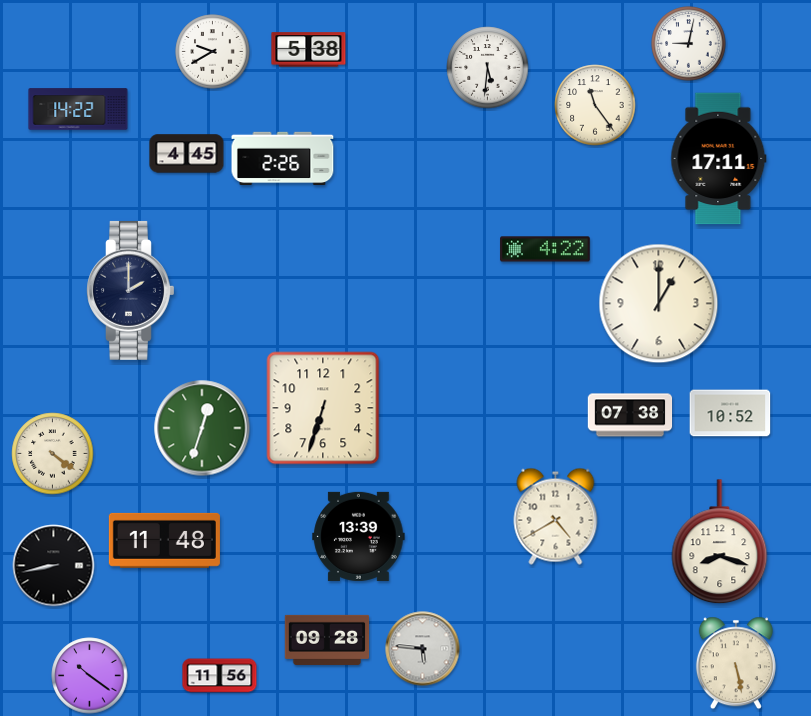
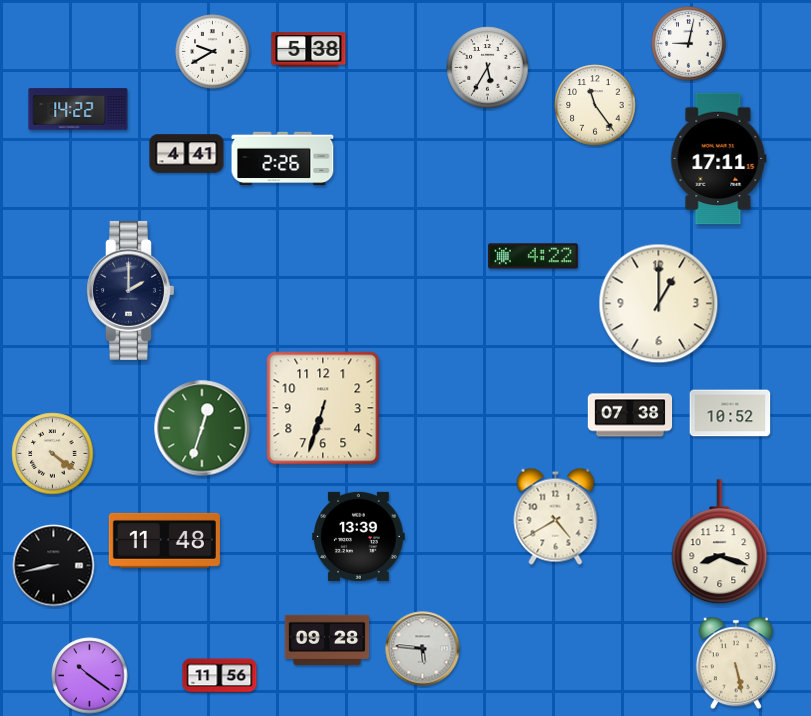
clock at (488, 68): 5:31 -> 5:35
clock at (187, 154): 4:45 -> 4:41
clock at (545, 249) position: (545, 249) -> (533, 256)
